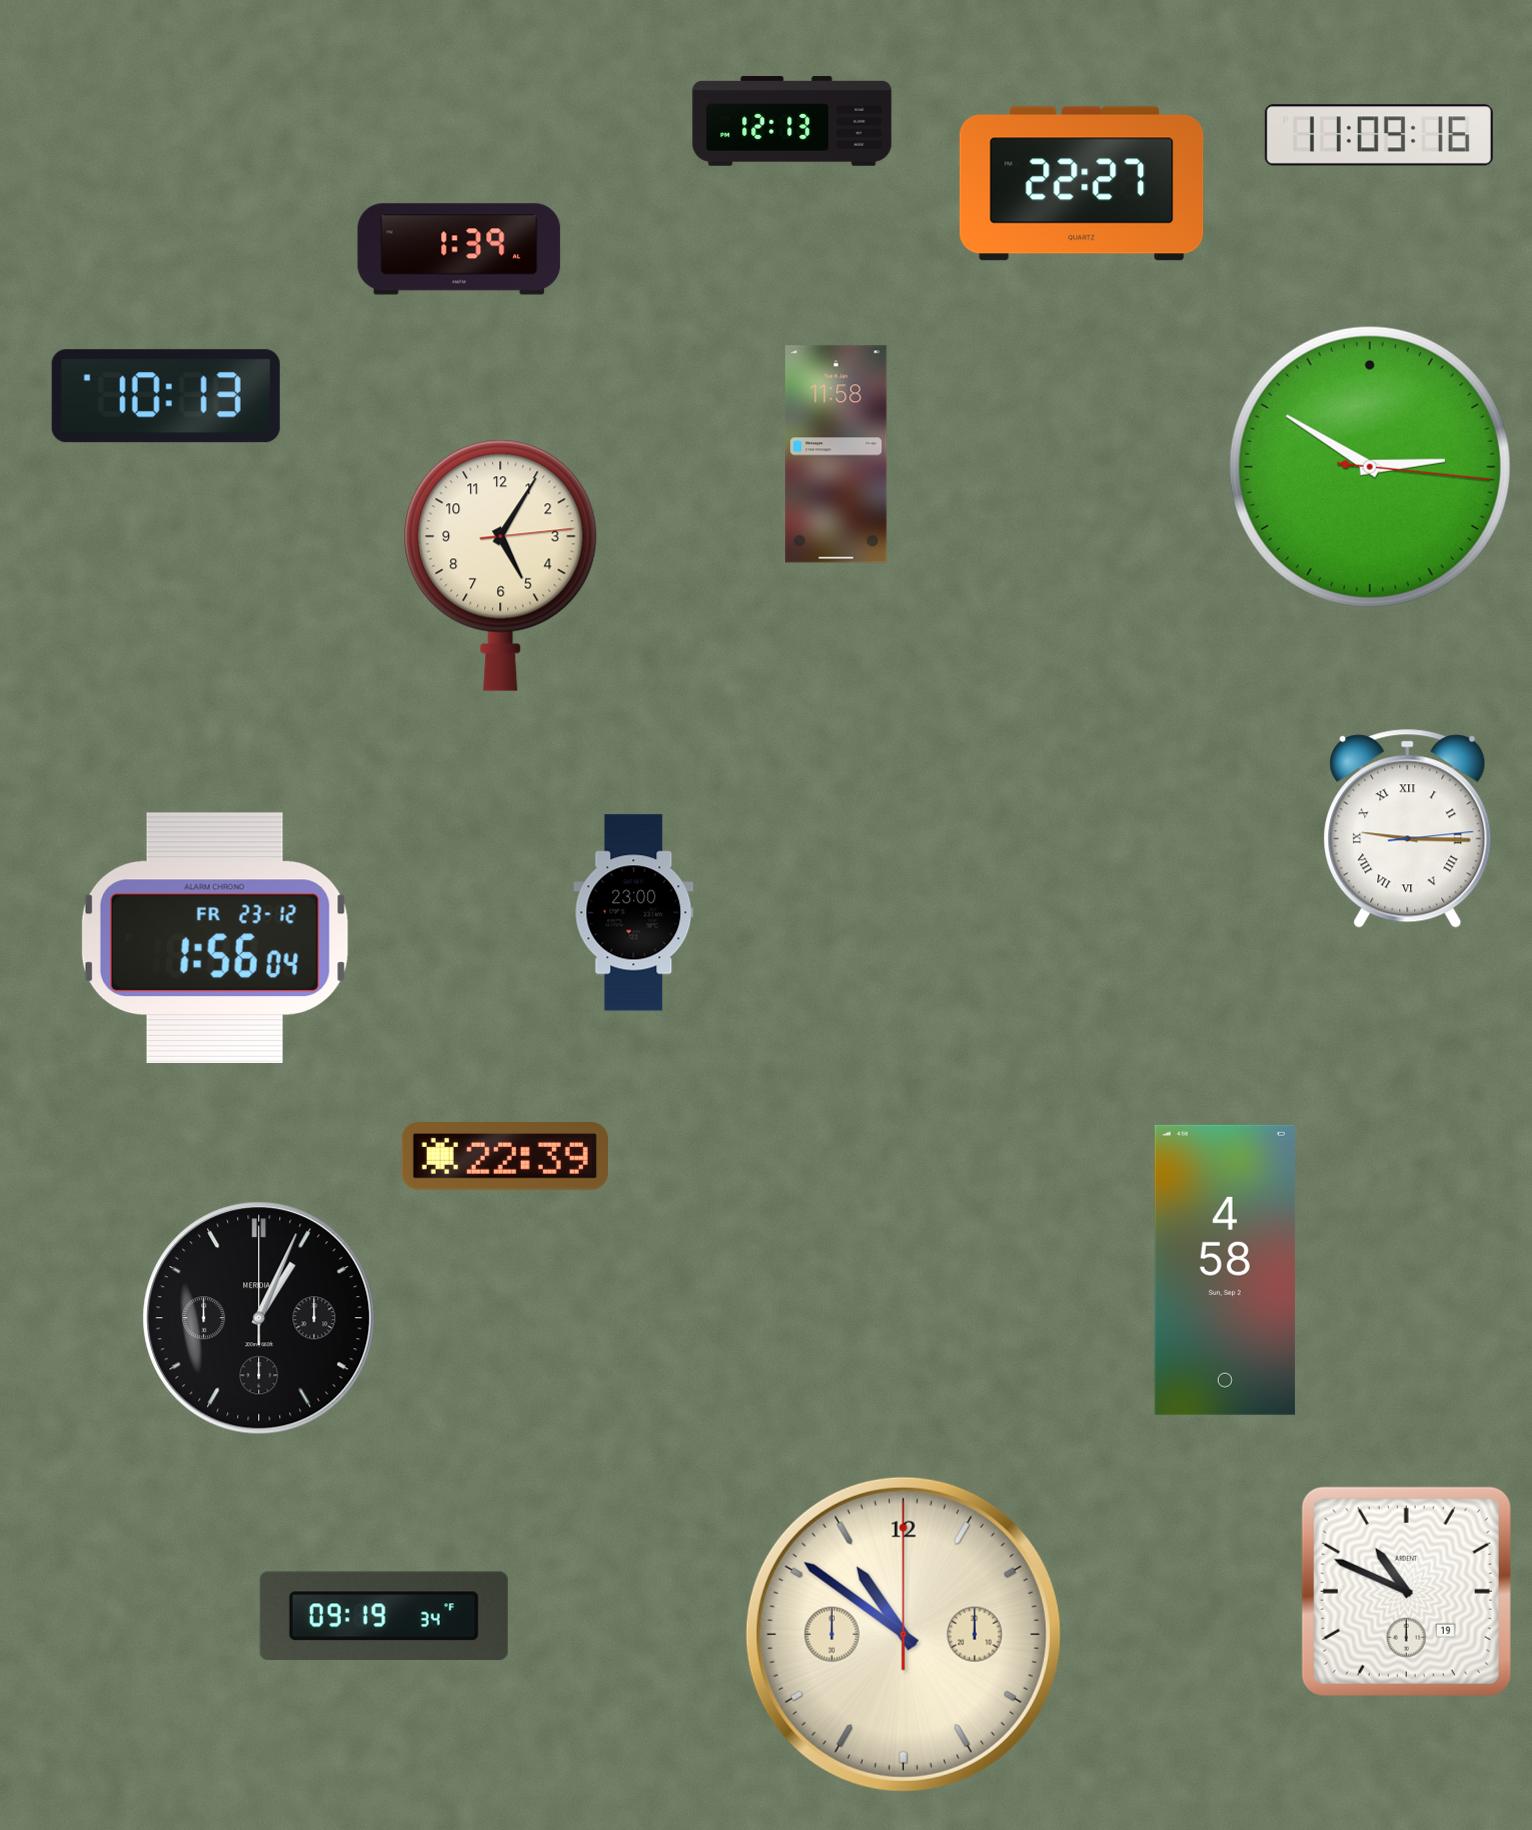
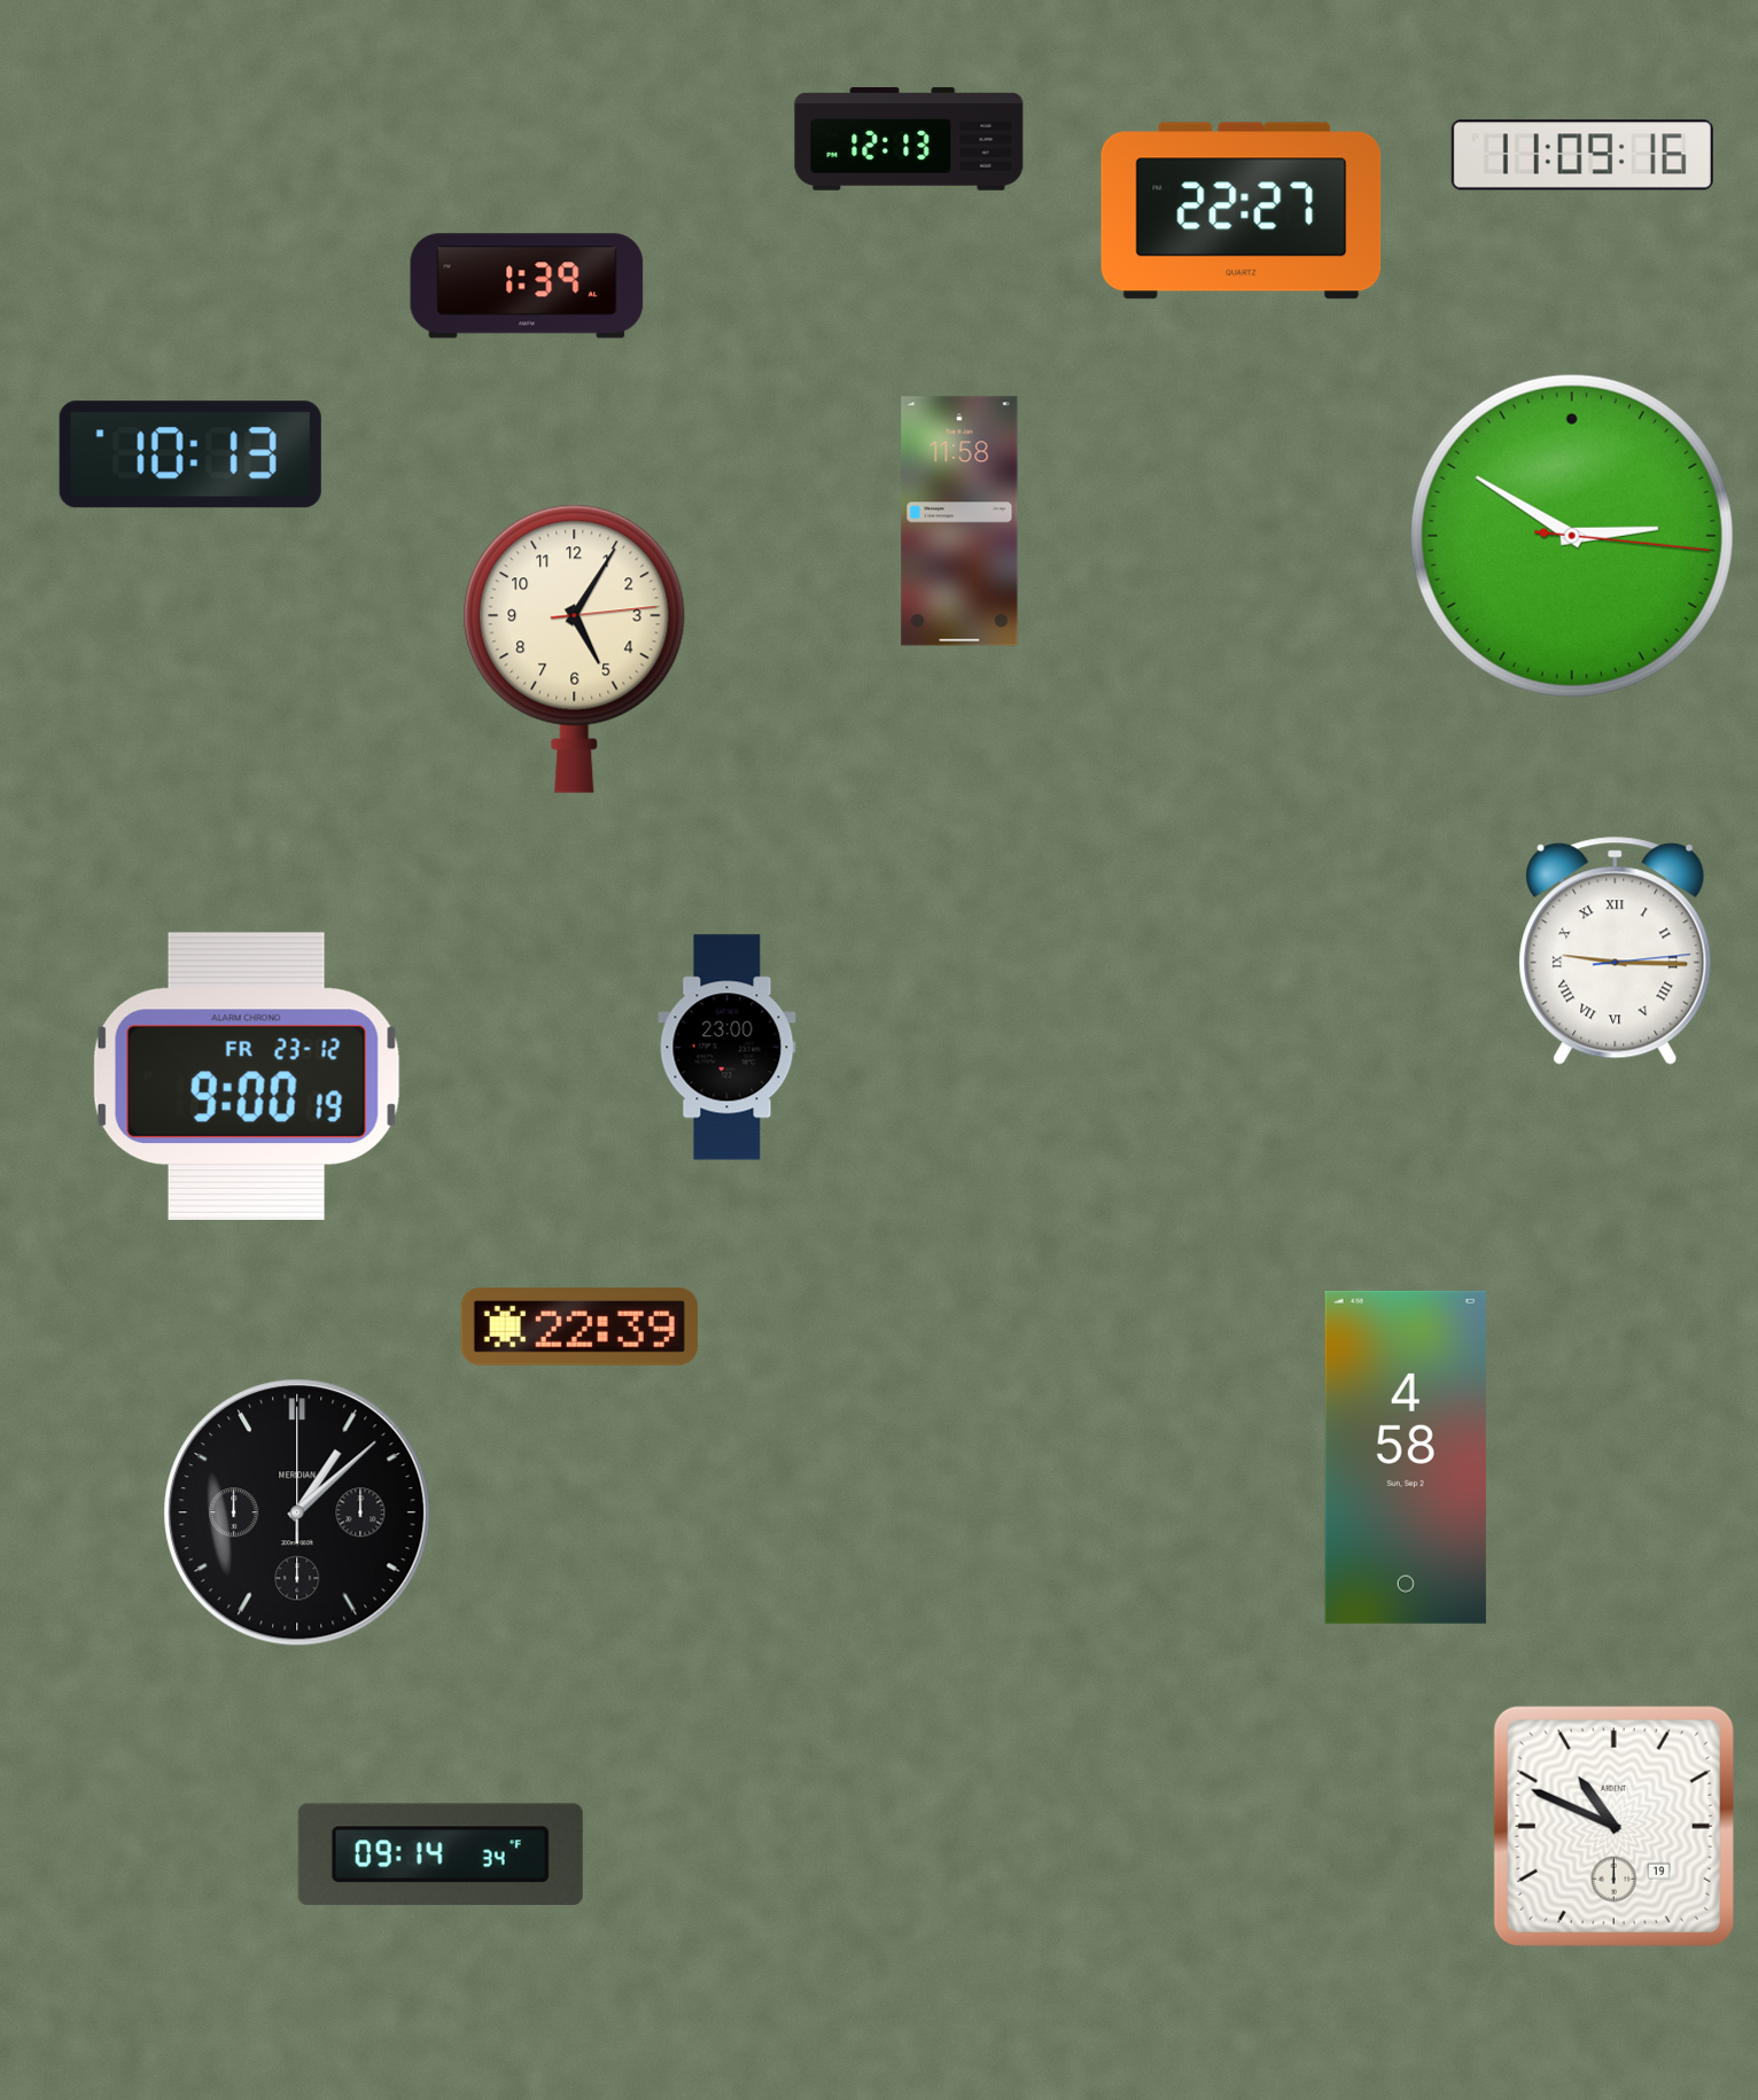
clock at (215, 938): 1:56 -> 9:00
clock at (259, 1318): 1:04 -> 1:08
clock at (384, 1616): 09:19 -> 09:14
clock at (903, 1634): 10:51 -> none
